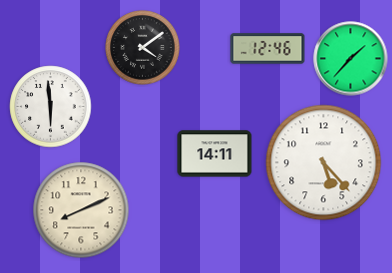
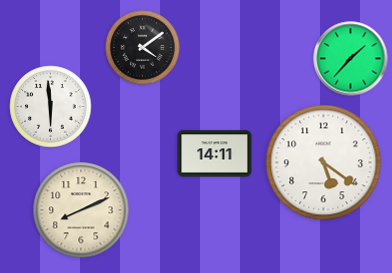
clock at (268, 49): 12:46 -> none
clock at (324, 163): 5:23 -> 5:21
